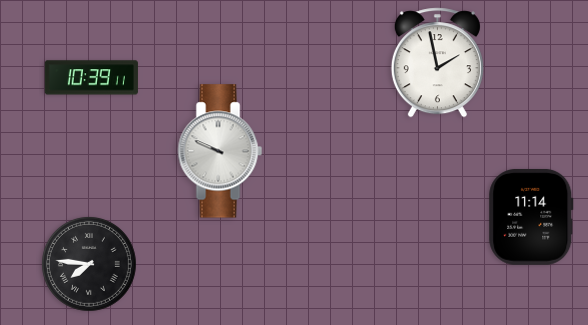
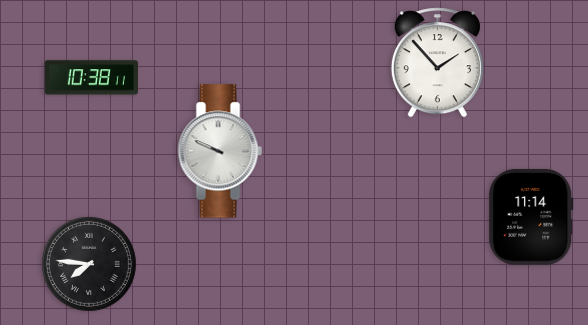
clock at (437, 63): 1:58 -> 1:53
clock at (91, 78): 10:39 -> 10:38
